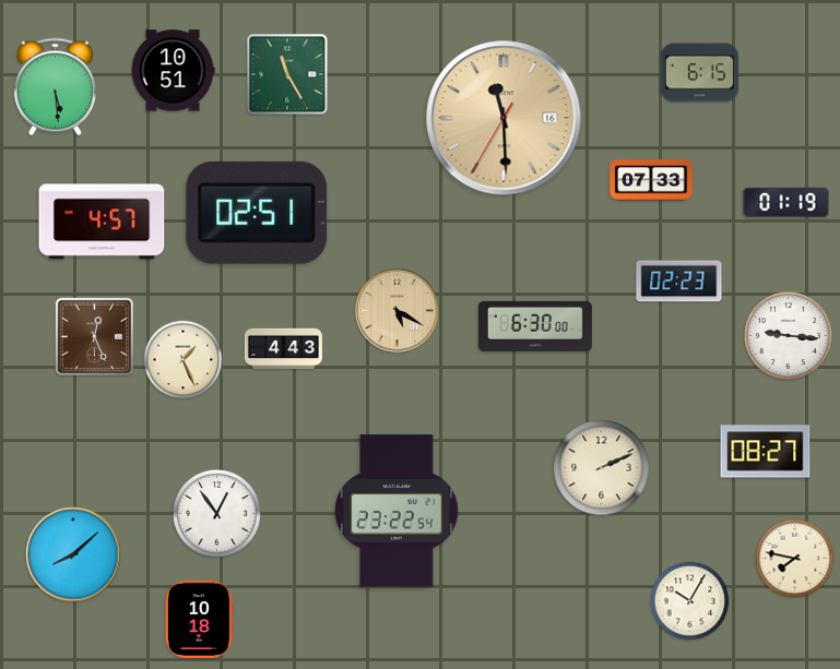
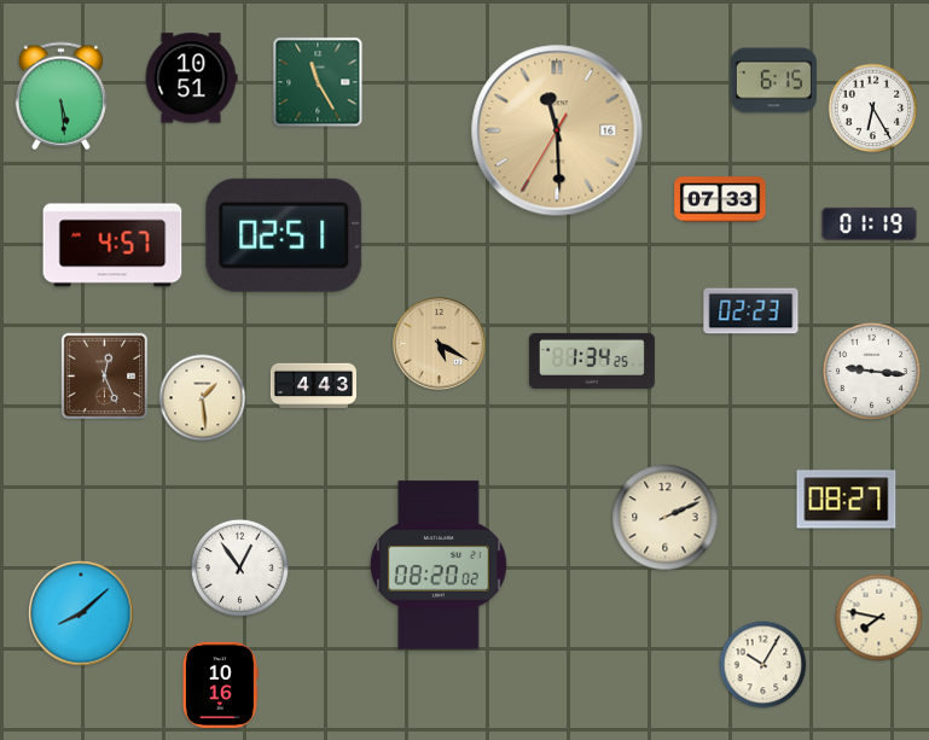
clock at (873, 109): none -> 6:25
clock at (535, 326): 6:30 -> 1:34
clock at (95, 337) position: (95, 337) -> (105, 377)
clock at (184, 360): 1:26 -> 1:29
clock at (397, 511): 23:22 -> 08:20
clock at (199, 619): 10:18 -> 10:16
